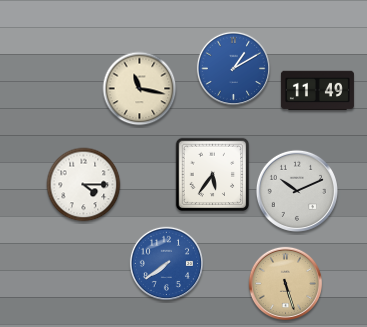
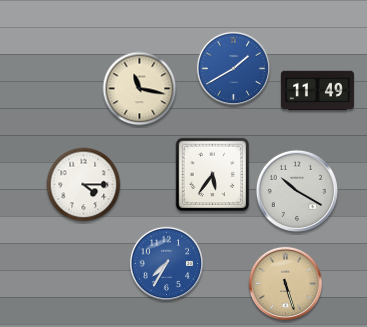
clock at (234, 69): 1:10 -> 1:40
clock at (297, 191): 10:11 -> 10:20
clock at (167, 264): 7:39 -> 7:35
